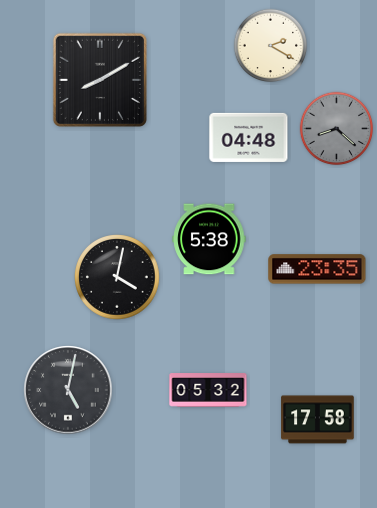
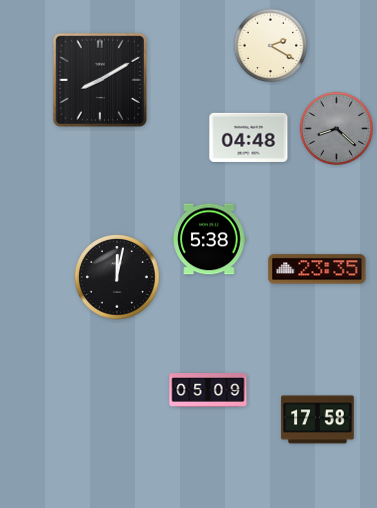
clock at (118, 278): 4:02 -> 12:02
clock at (68, 390): 5:02 -> none
clock at (208, 391): 05:32 -> 05:09
